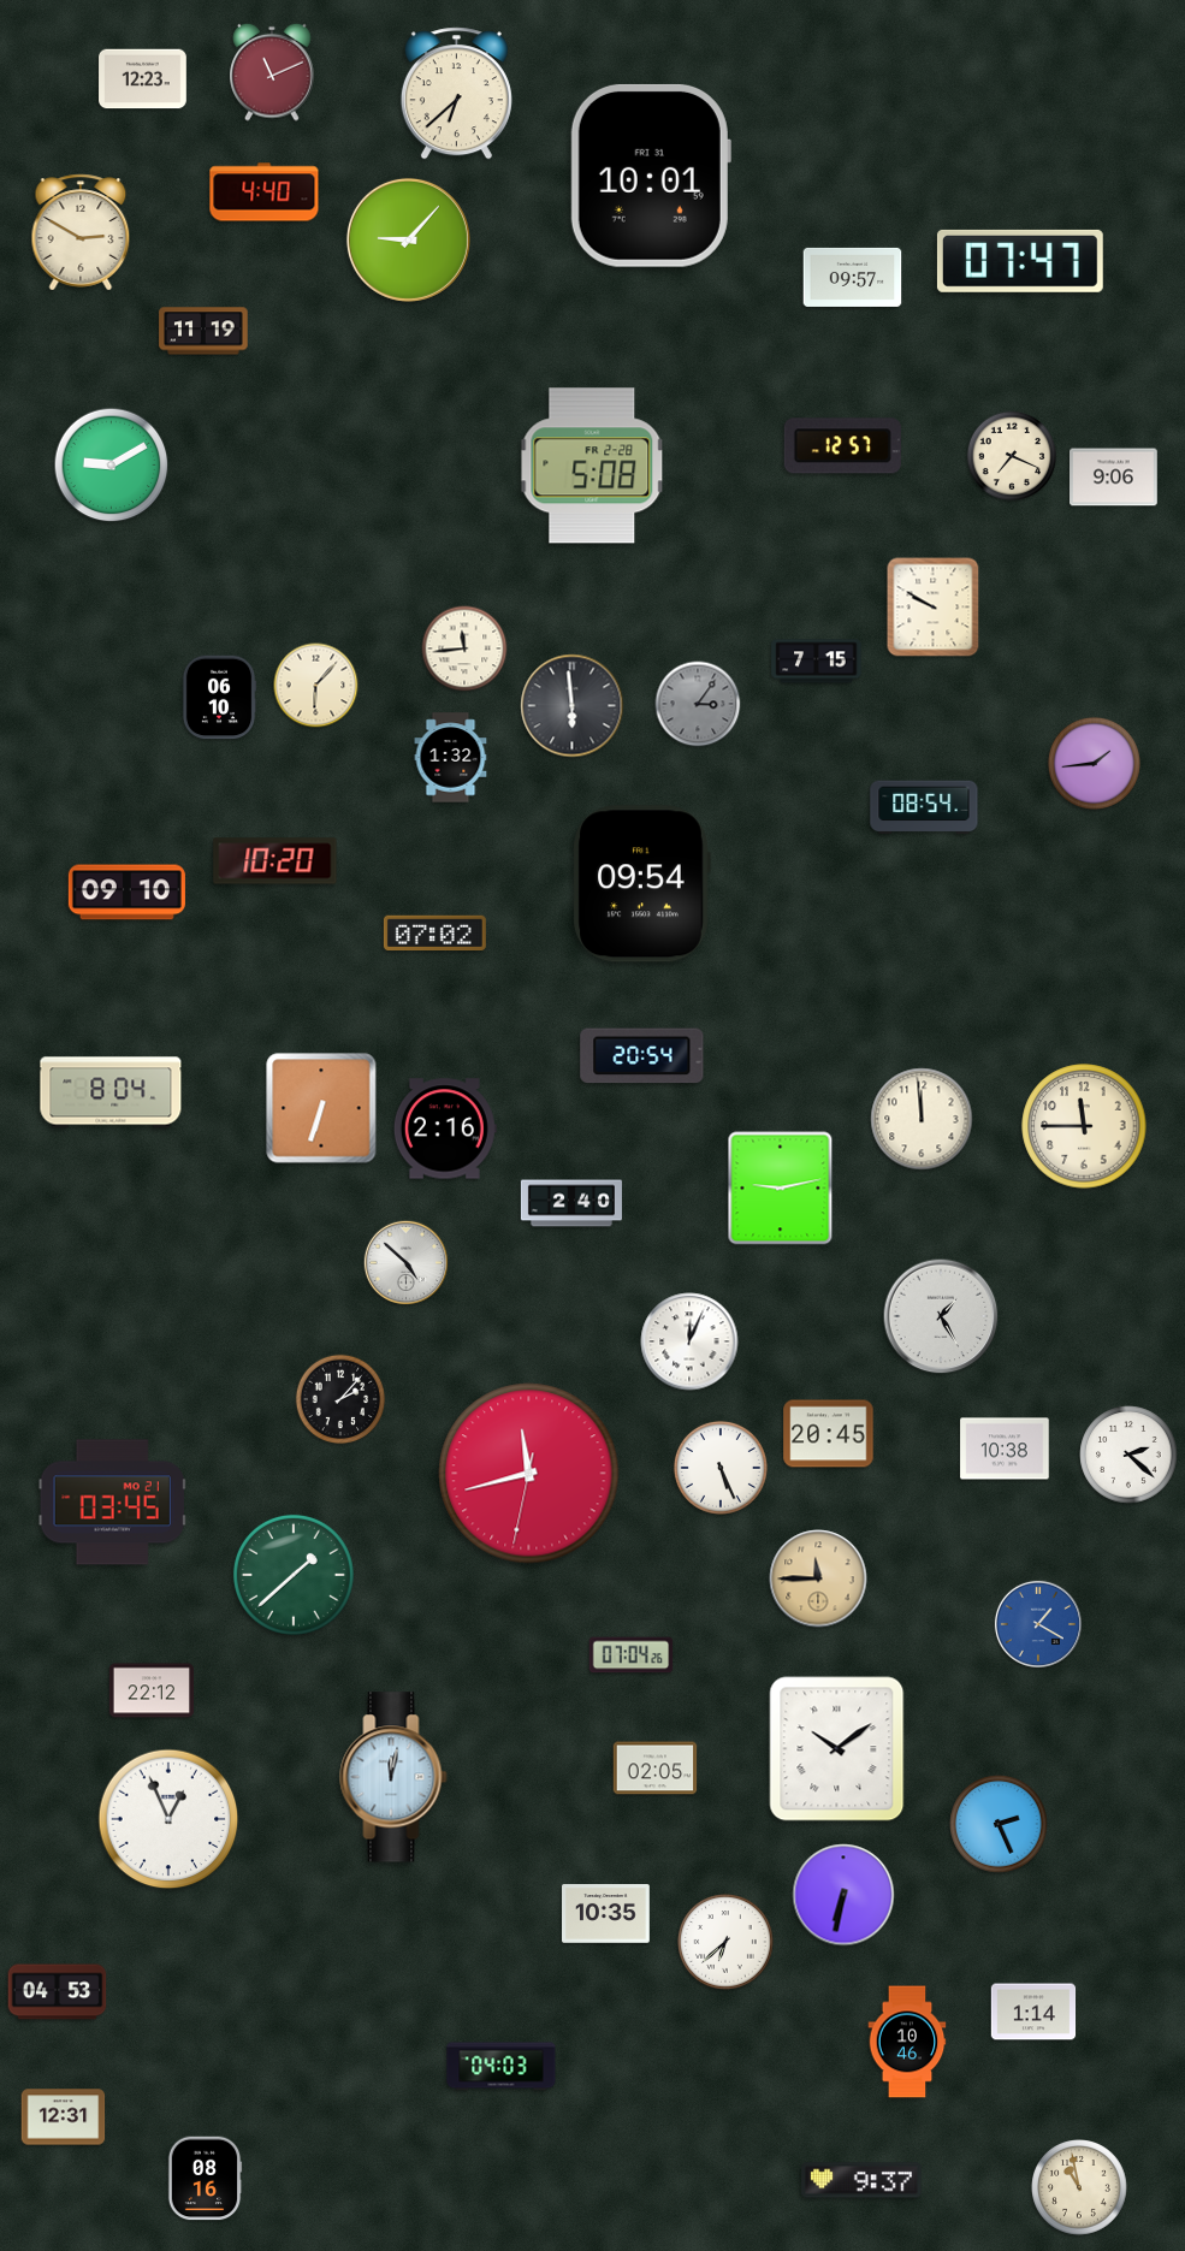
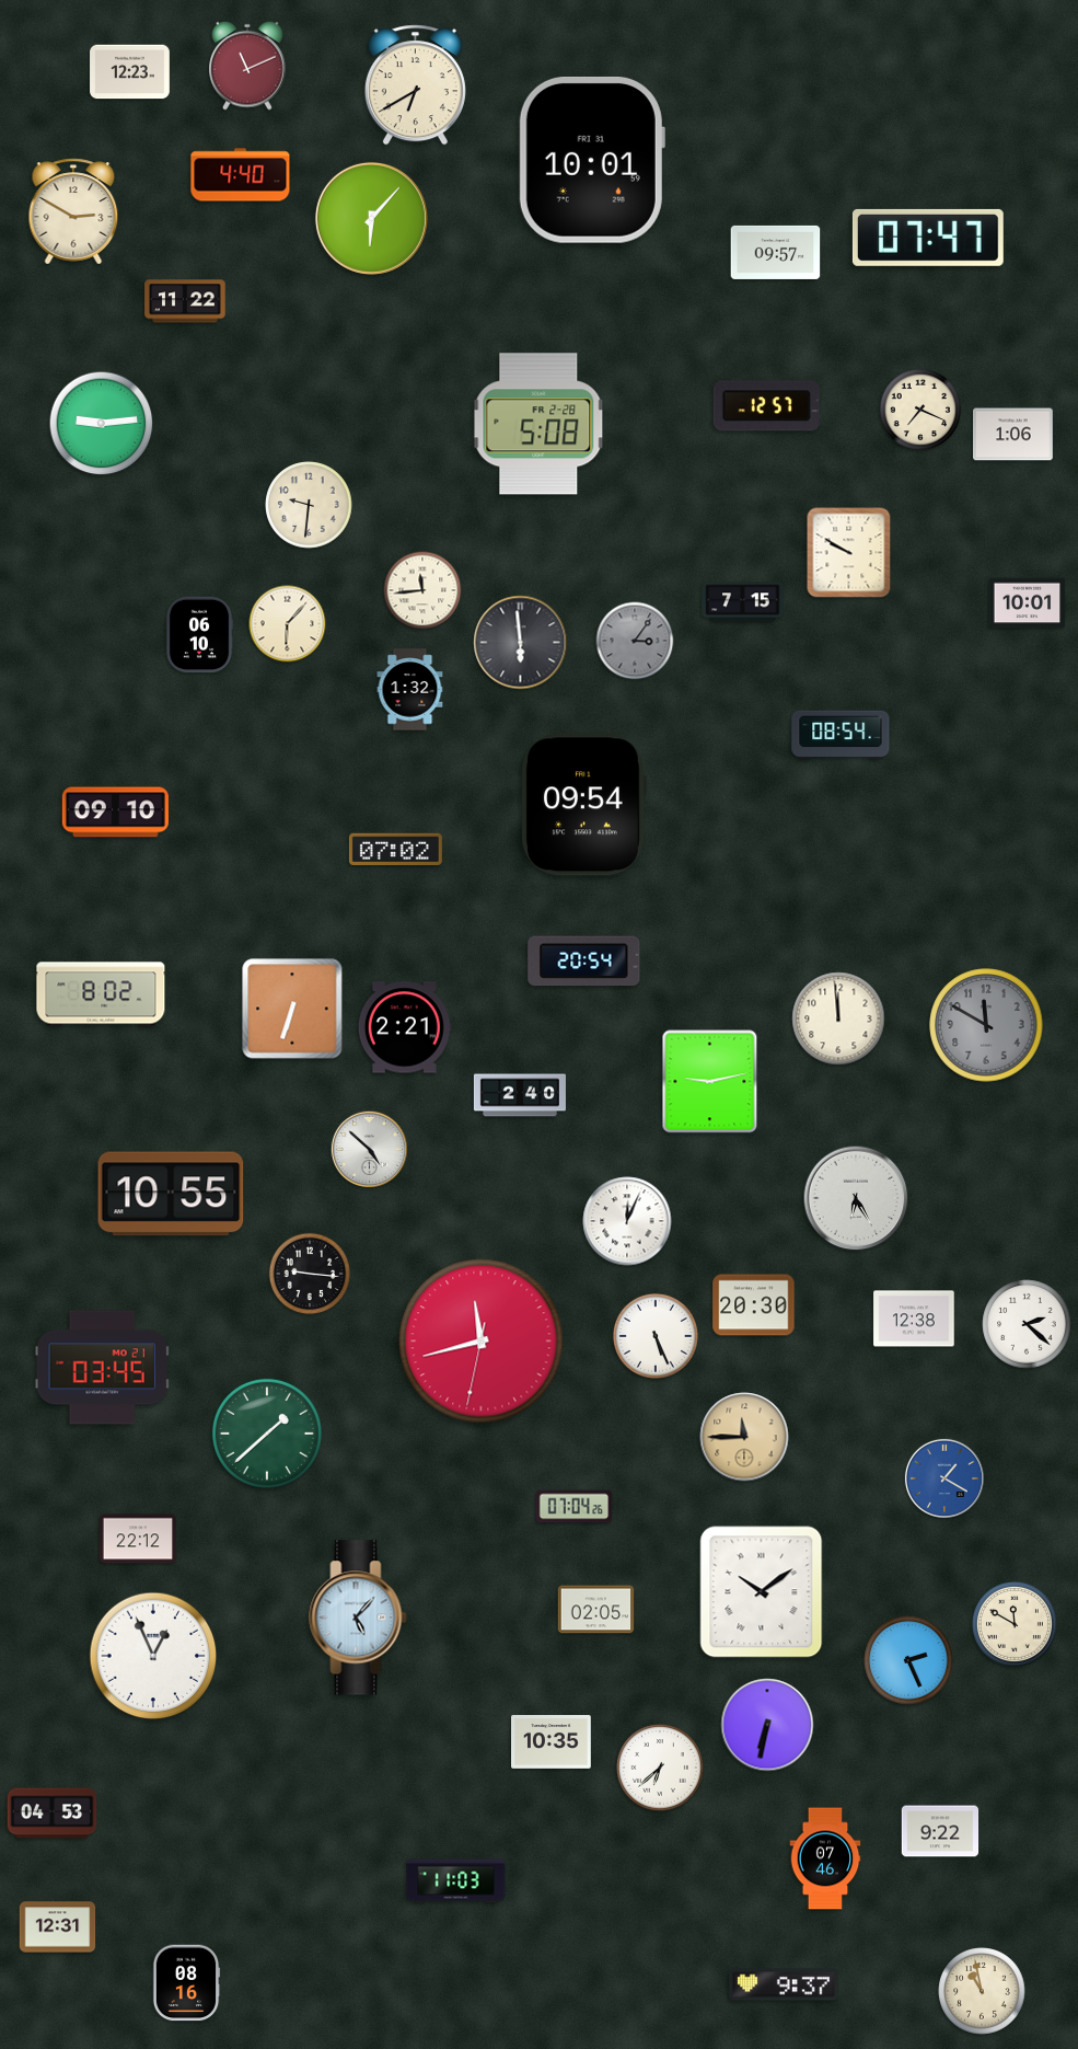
clock at (456, 94): 6:38 -> 6:40
clock at (408, 239): 9:07 -> 6:07
clock at (203, 331): 11:19 -> 11:22
clock at (1012, 456) position: (1012, 456) -> (920, 410)
clock at (112, 466): 9:10 -> 9:14
clock at (1114, 478): 9:06 -> 1:06
clock at (309, 505): none -> 9:31
clock at (1028, 603): none -> 10:01
clock at (1094, 763): 1:44 -> none
clock at (275, 861): 10:20 -> none
clock at (111, 1092): 8:04 -> 8:02
clock at (1084, 1126): 11:45 -> 11:50
clock at (1084, 1126) dial: cream -> grey
clock at (445, 1129): 2:16 -> 2:21
clock at (171, 1194): none -> 10:55
clock at (941, 1316): 1:25 -> 6:25
clock at (340, 1399): 2:07 -> 9:16
clock at (829, 1434): 20:45 -> 20:30
clock at (1005, 1449): 10:38 -> 12:38
clock at (393, 1777): 12:02 -> 5:07
clock at (1015, 1624): none -> 11:50
clock at (1033, 2012): 1:14 -> 9:22
clock at (907, 2042): 10:46 -> 07:46
clock at (502, 2067): 04:03 -> 11:03
